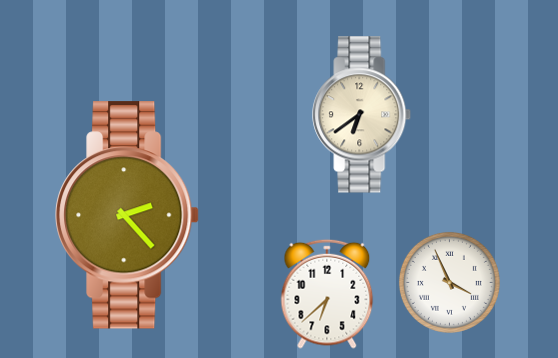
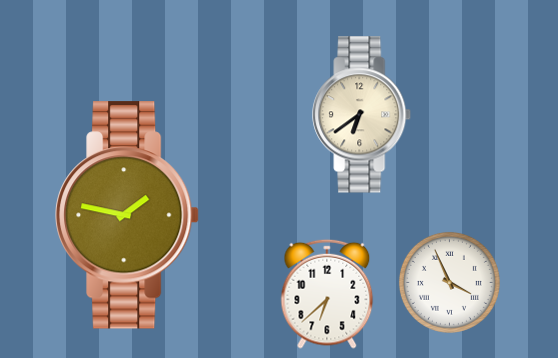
clock at (127, 215): 2:23 -> 1:47
